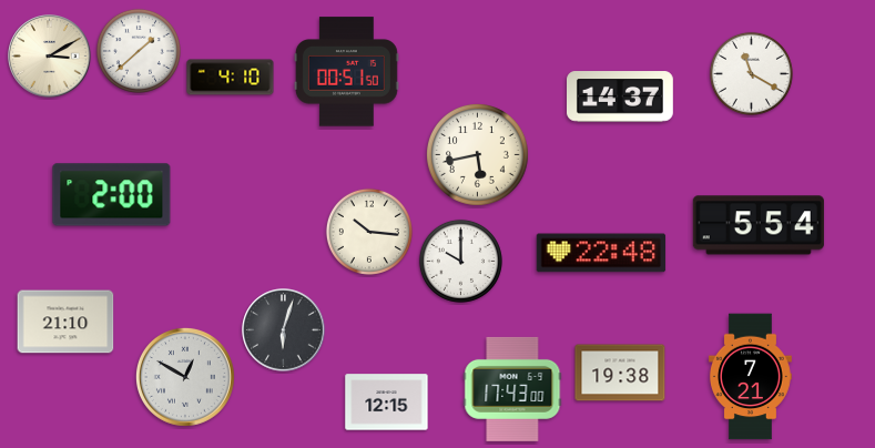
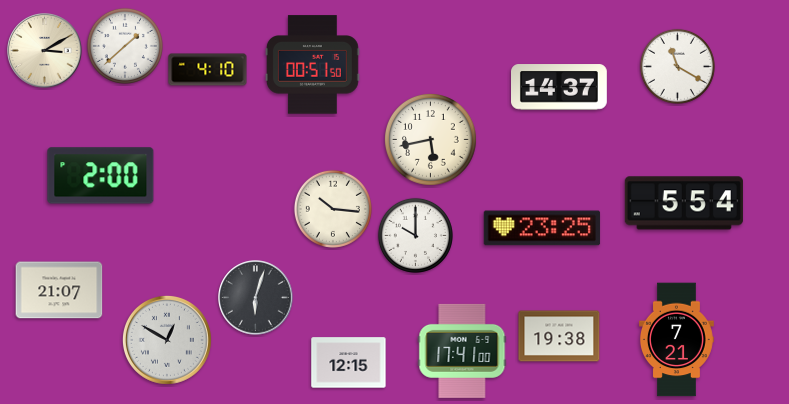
clock at (601, 253): 22:48 -> 23:25
clock at (65, 322): 21:10 -> 21:07
clock at (512, 389): 17:43 -> 17:41
